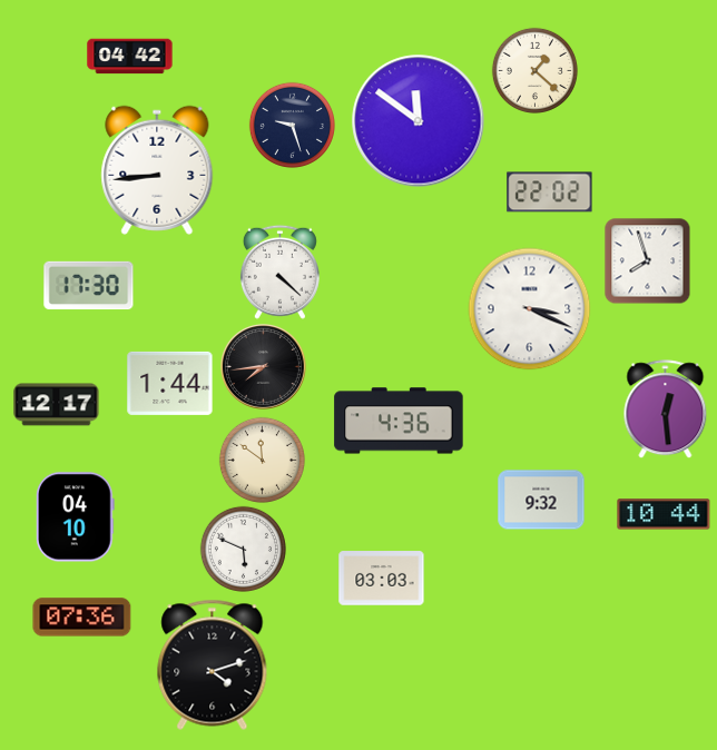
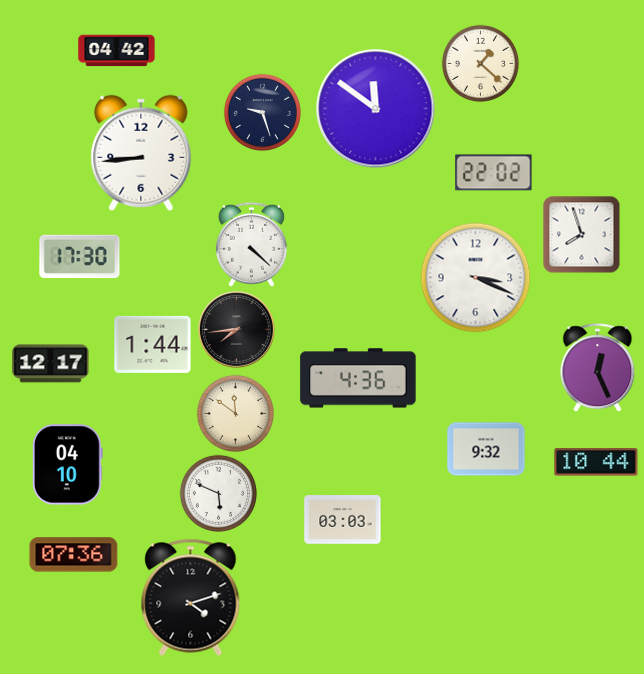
clock at (666, 409): 12:29 -> 12:26
